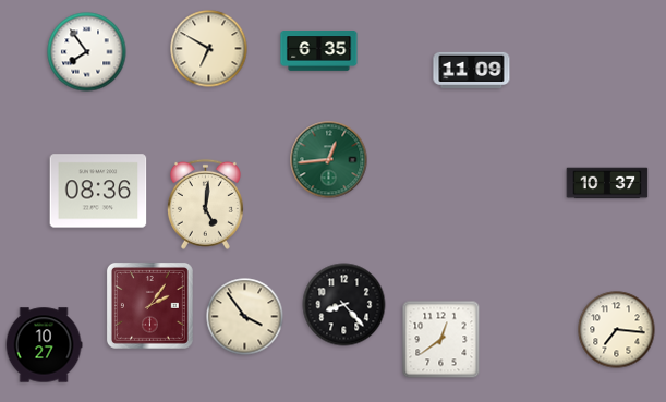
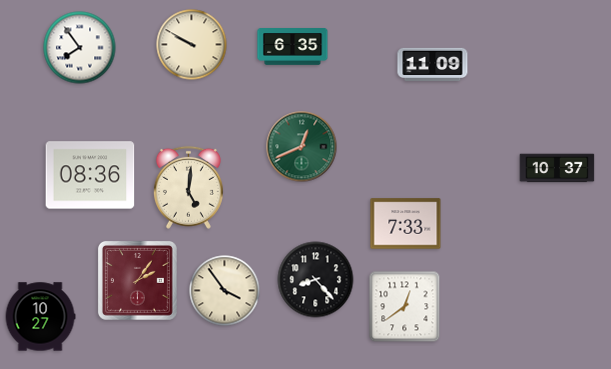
clock at (209, 49): 6:50 -> 9:50
clock at (329, 160): 12:44 -> 12:41
clock at (406, 224): none -> 7:33
clock at (617, 330): 7:16 -> none
clock at (441, 340) position: (441, 340) -> (405, 307)
